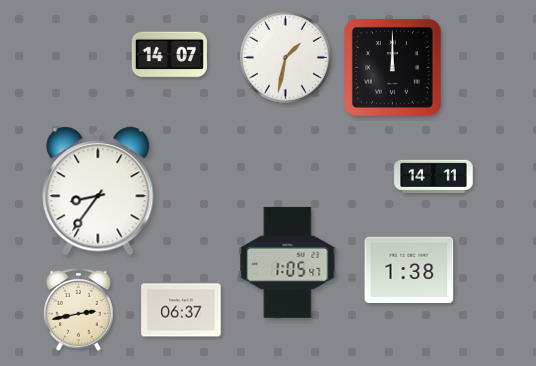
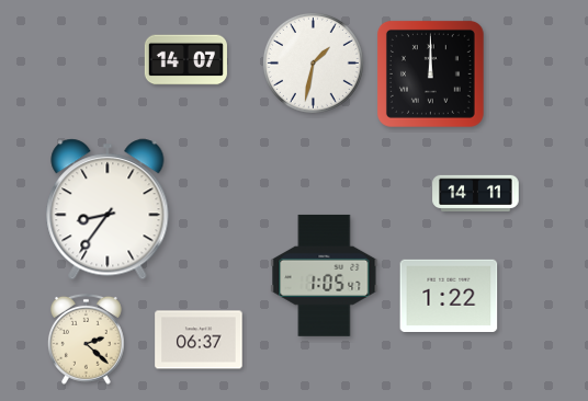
clock at (288, 262) position: (288, 262) -> (325, 275)
clock at (409, 269): 1:38 -> 1:22
clock at (78, 309): 2:43 -> 2:22
